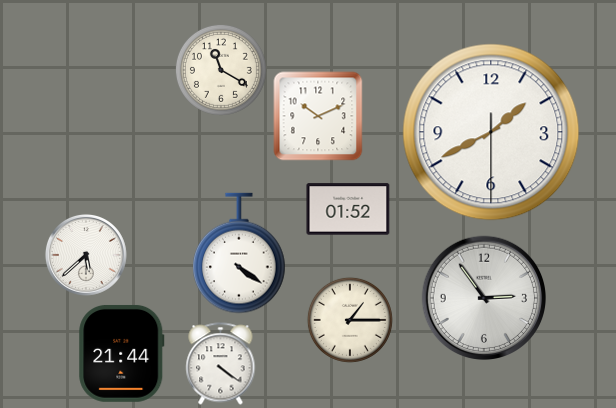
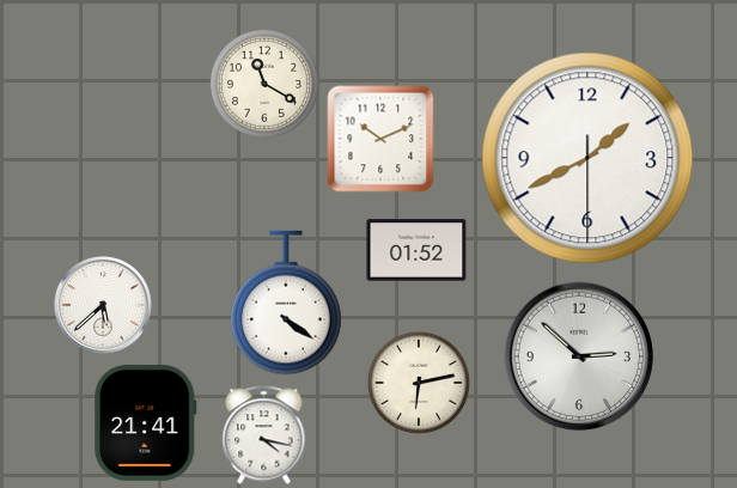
clock at (484, 298): 2:54 -> 2:52
clock at (350, 320): 1:15 -> 6:13
clock at (122, 353): 21:44 -> 21:41
clock at (221, 364): 4:21 -> 4:17
